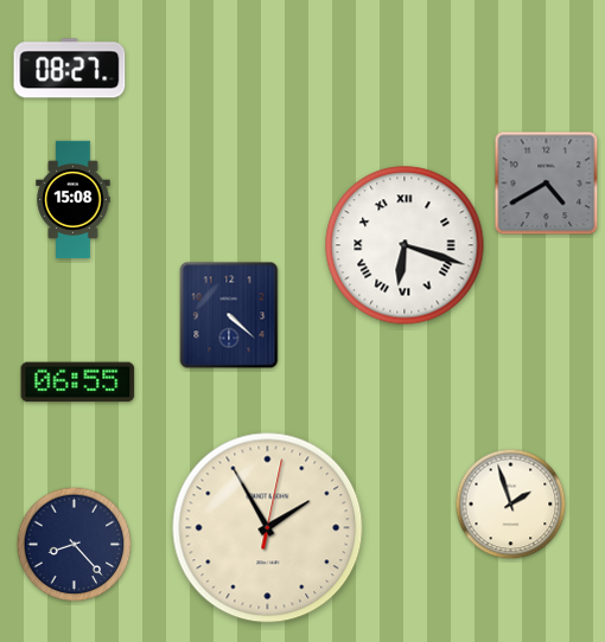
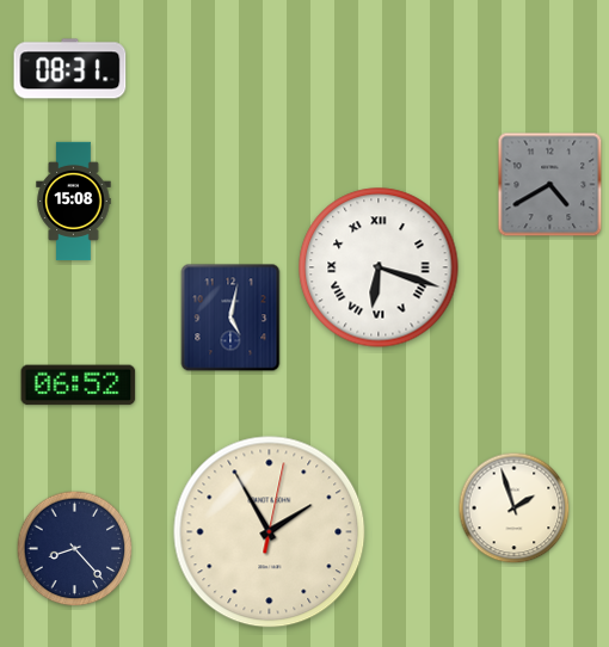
clock at (70, 69): 08:27 -> 08:31
clock at (405, 245) position: (405, 245) -> (379, 267)
clock at (229, 315): 4:22 -> 5:02
clock at (78, 383): 06:55 -> 06:52
